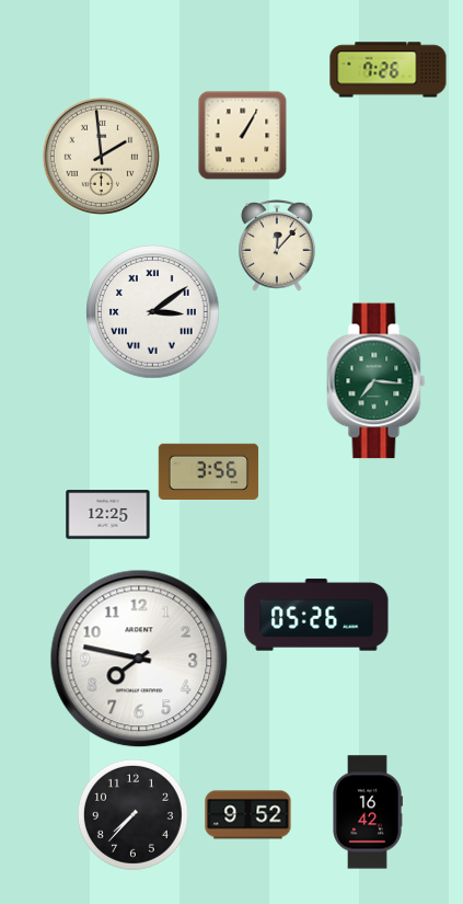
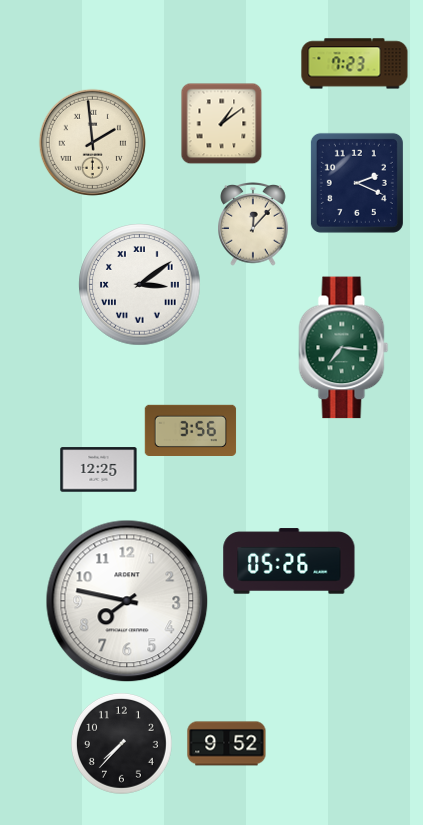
clock at (389, 70): 7:26 -> 7:23
clock at (243, 136): 1:05 -> 1:09
clock at (357, 183): none -> 2:19
clock at (368, 812): 16:42 -> none
